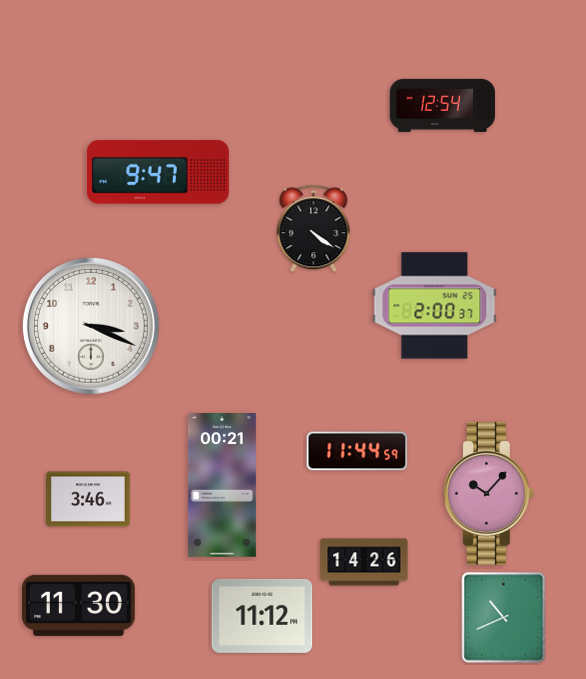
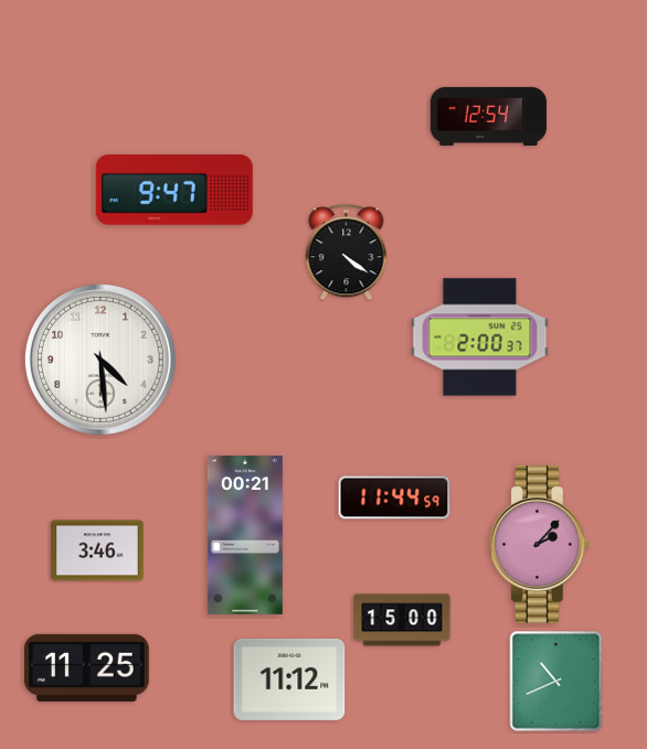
clock at (91, 326): 3:19 -> 4:29
clock at (488, 493): 10:07 -> 2:07
clock at (364, 562): 14:26 -> 15:00
clock at (78, 605): 11:30 -> 11:25
